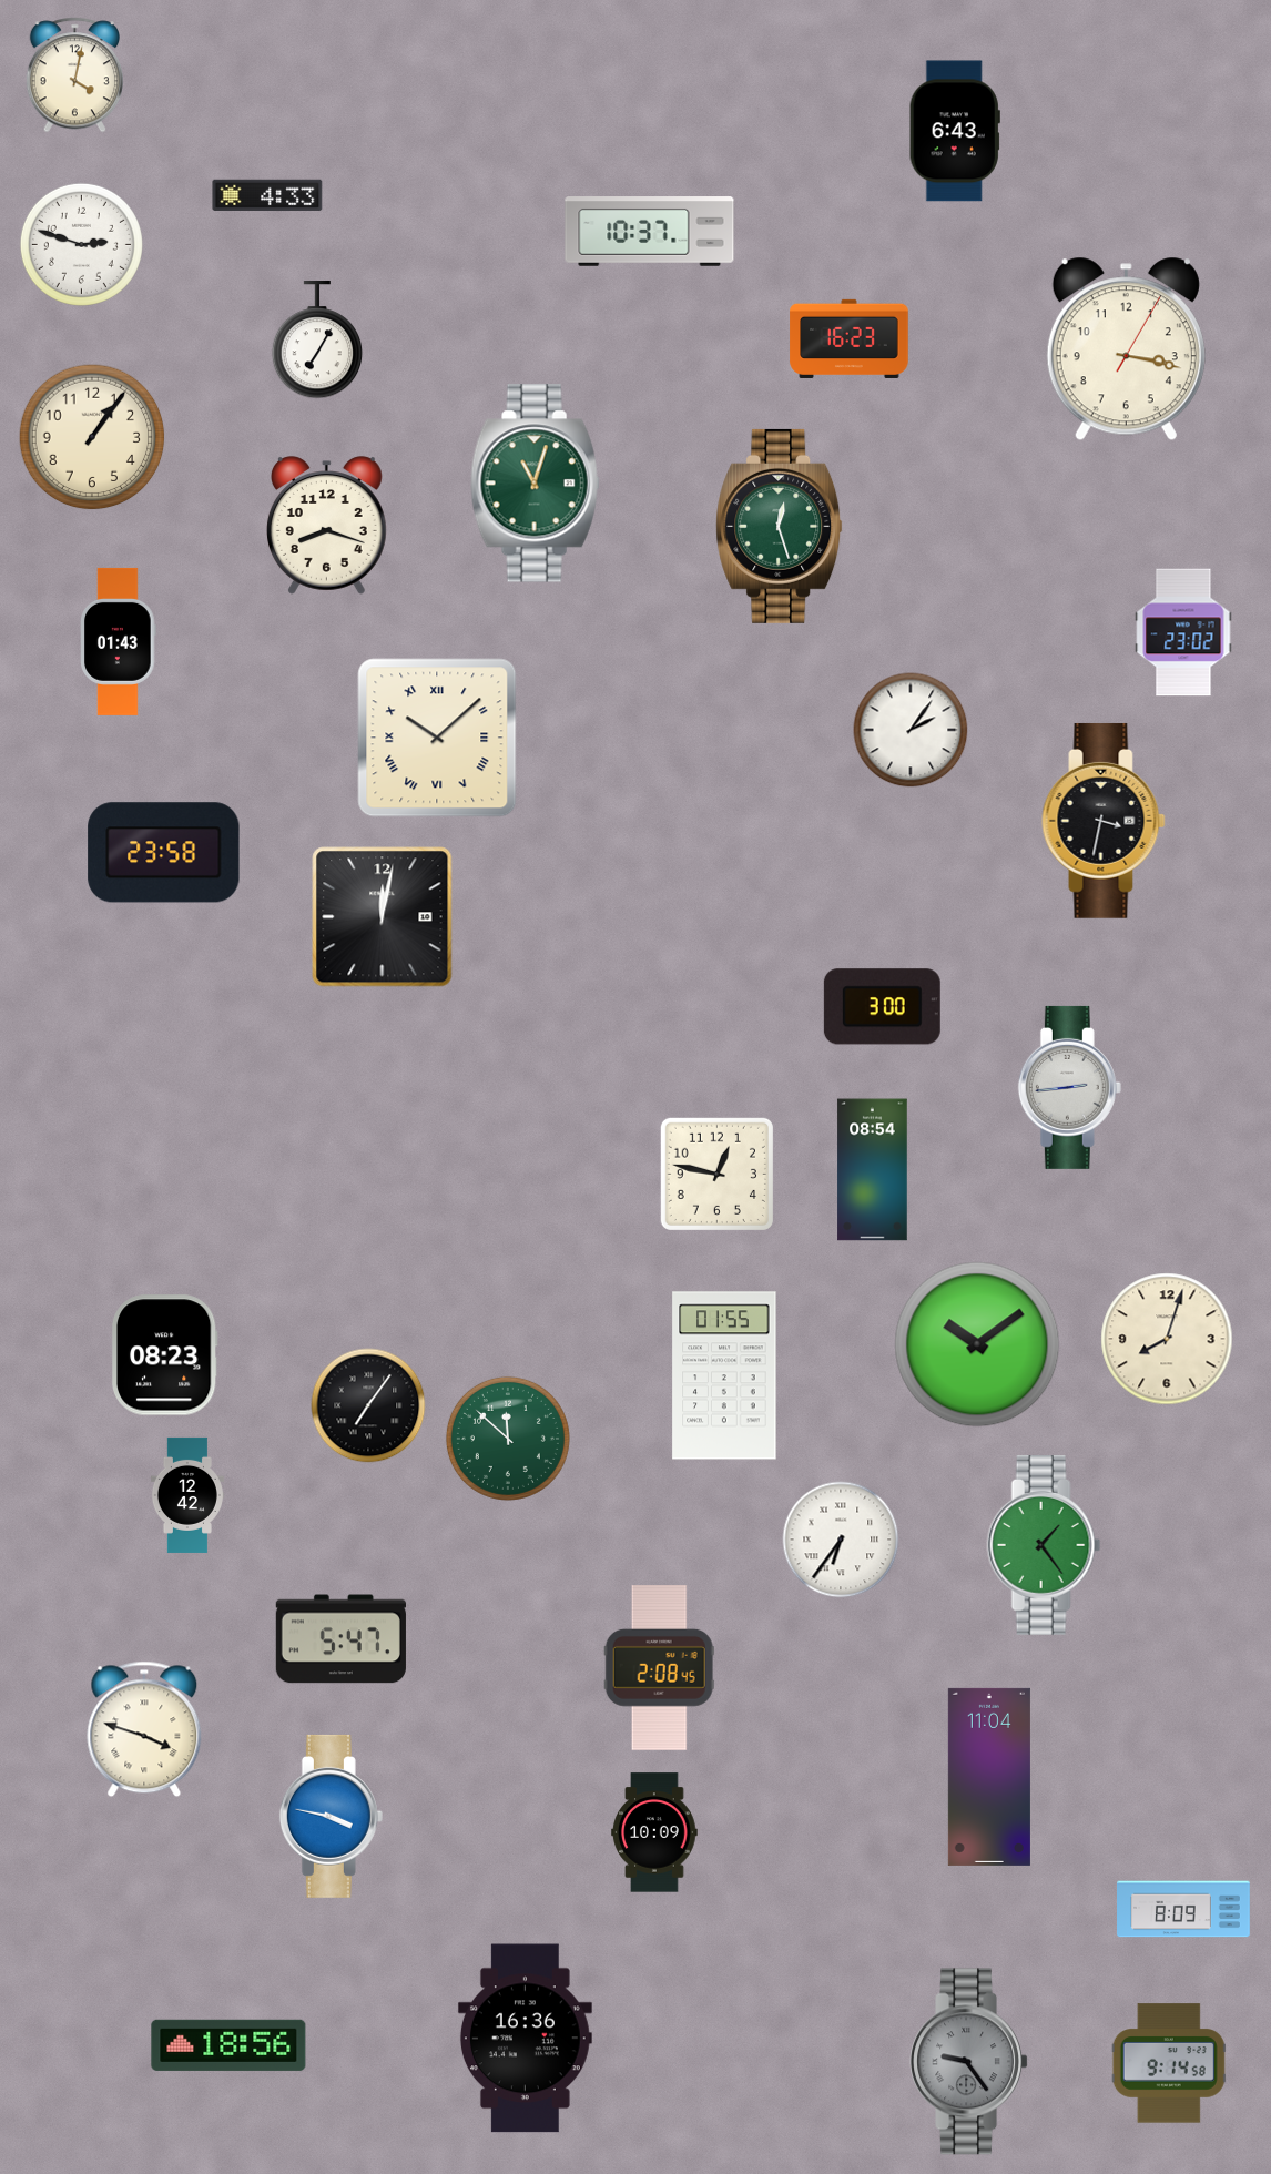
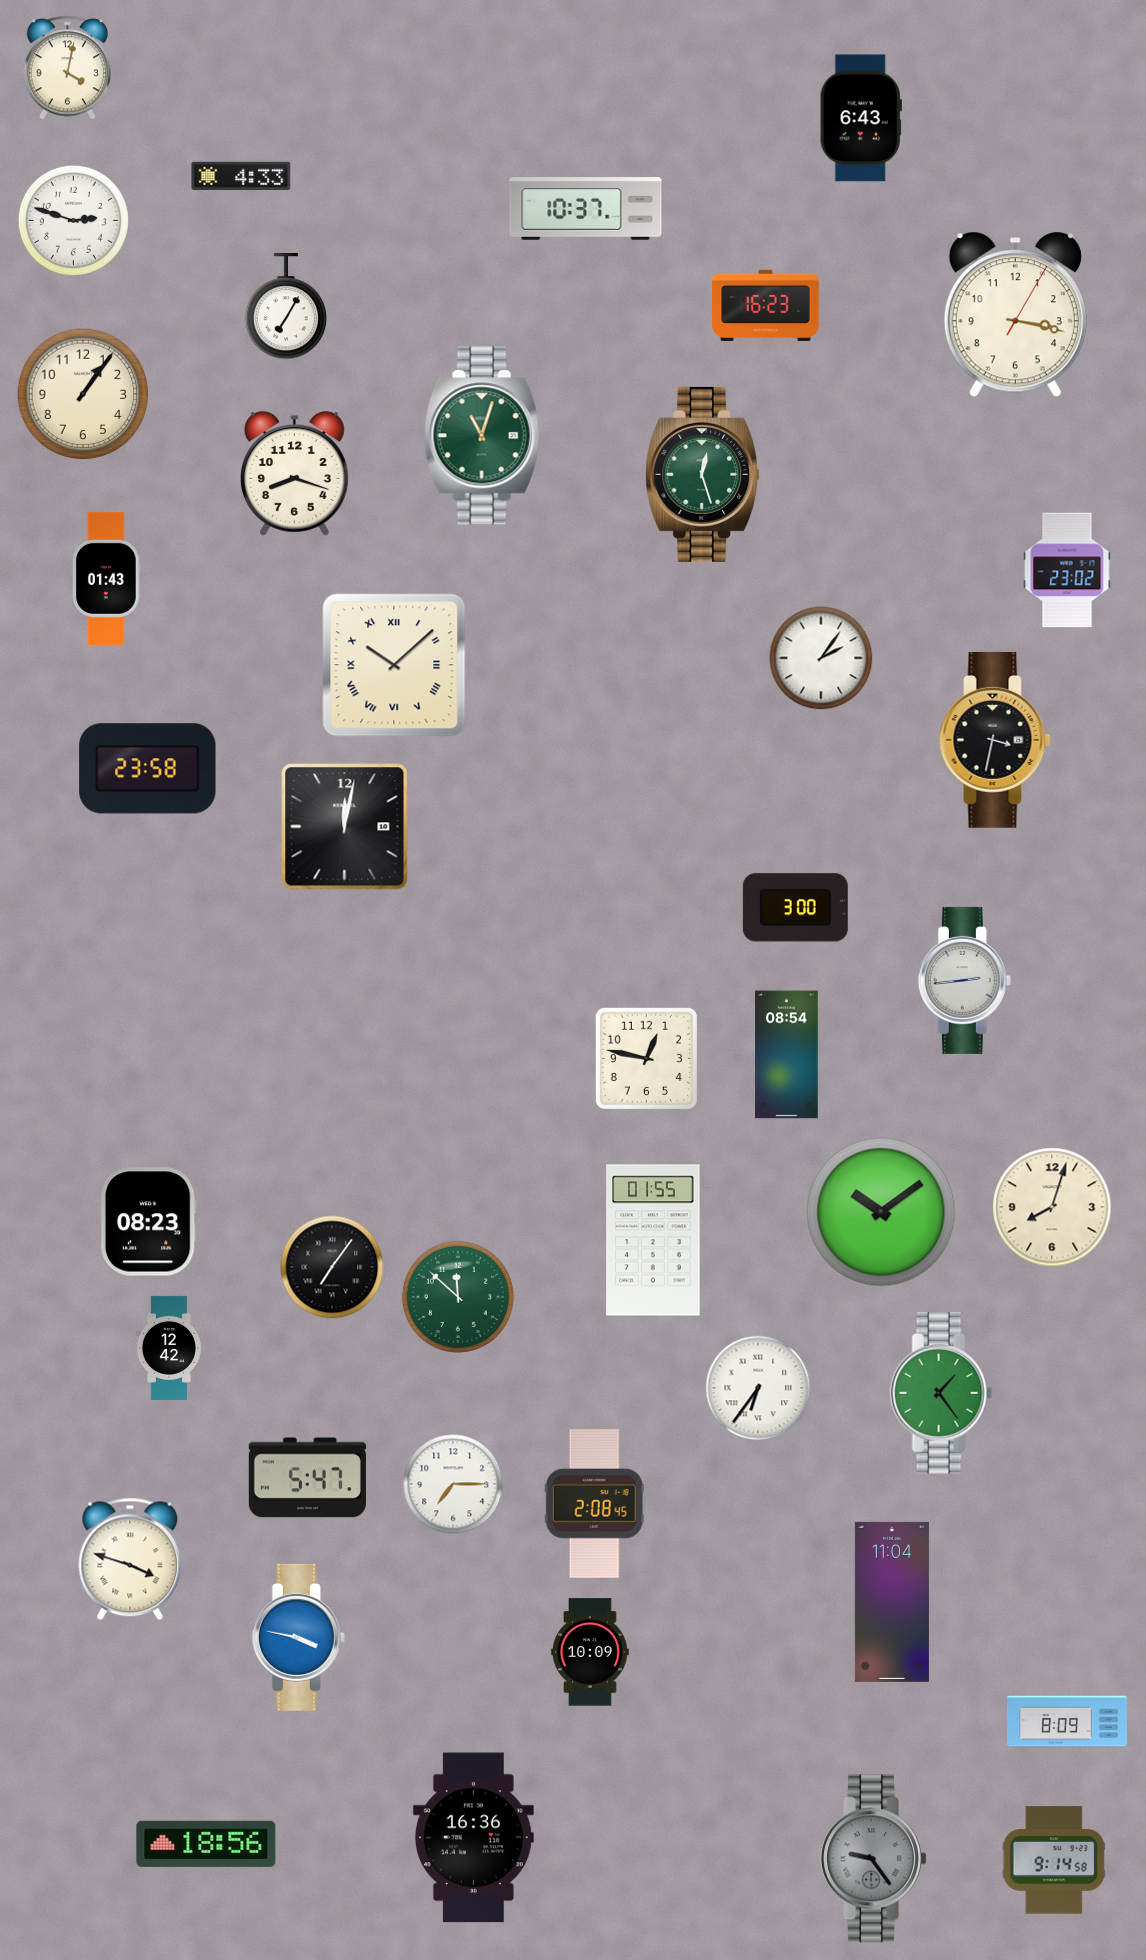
clock at (453, 1484): none -> 7:15
